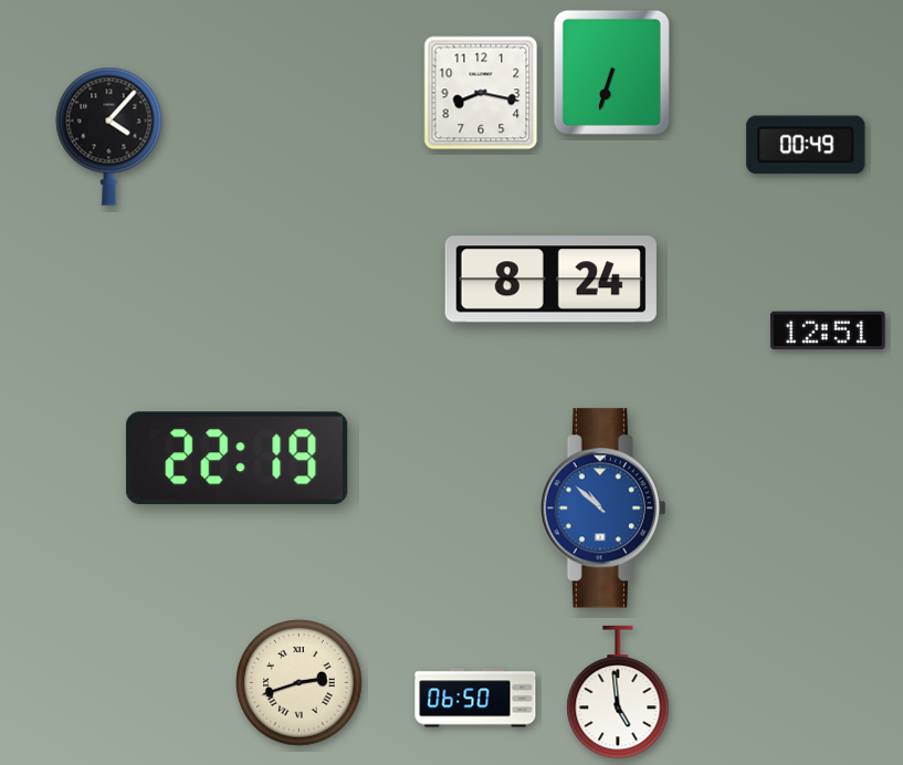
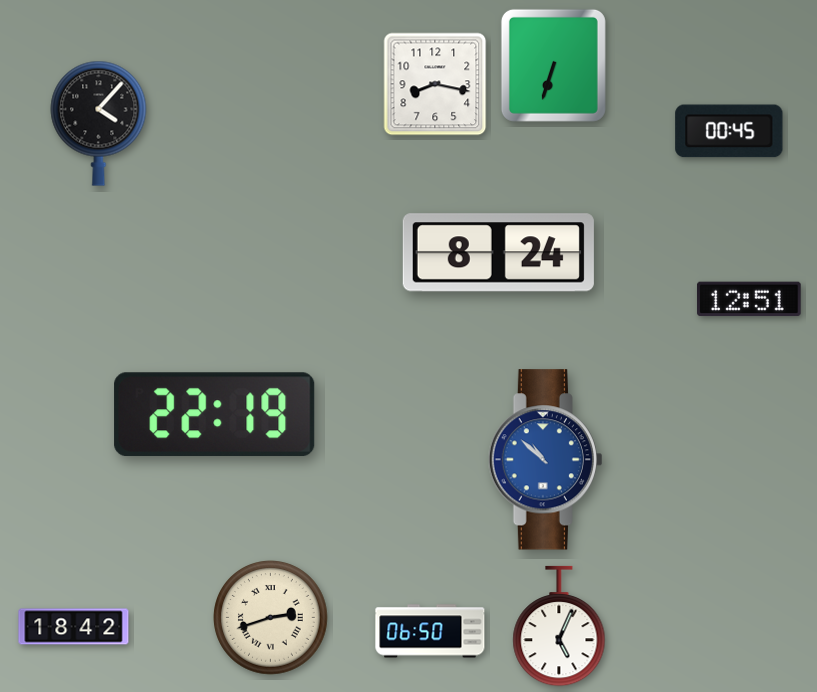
clock at (806, 145): 00:49 -> 00:45
clock at (618, 692): 4:59 -> 5:04
clock at (74, 627): none -> 18:42
